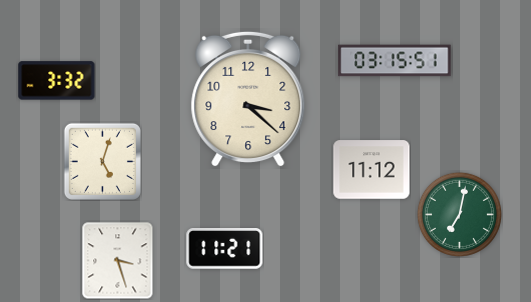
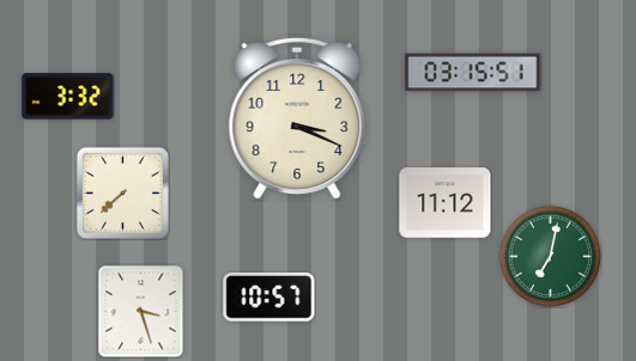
clock at (248, 99): 3:22 -> 3:19
clock at (102, 161): 5:03 -> 7:38
clock at (225, 249): 11:21 -> 10:57
